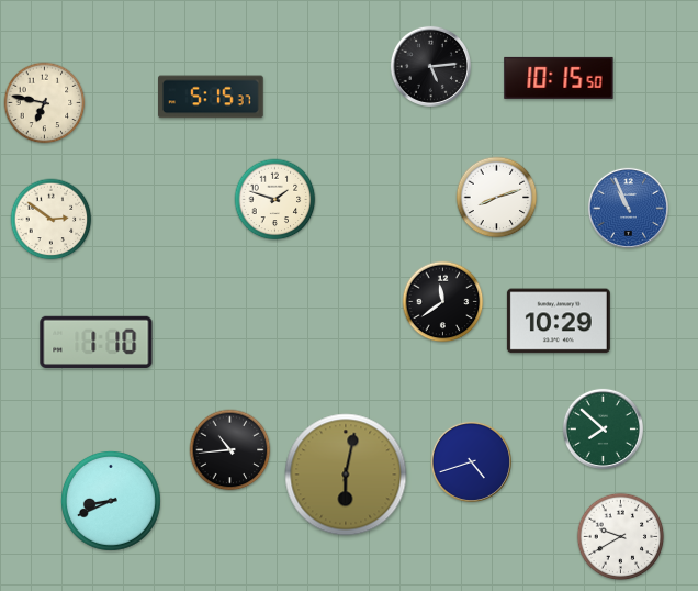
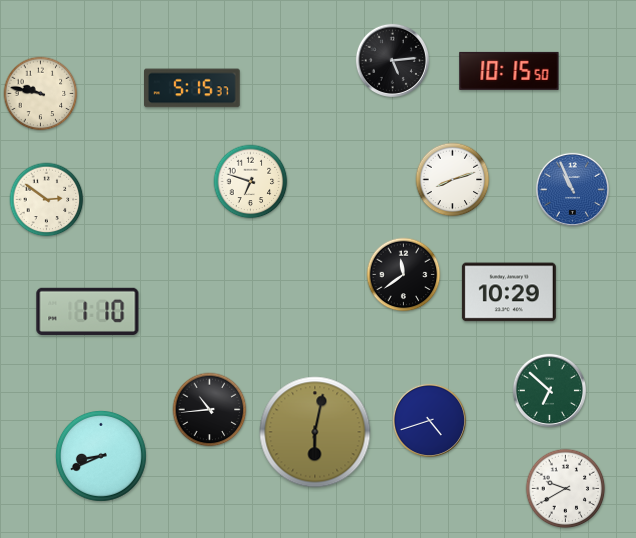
clock at (45, 103): 6:47 -> 9:47
clock at (275, 200): 1:48 -> 6:48
clock at (603, 428): 7:52 -> 6:52
